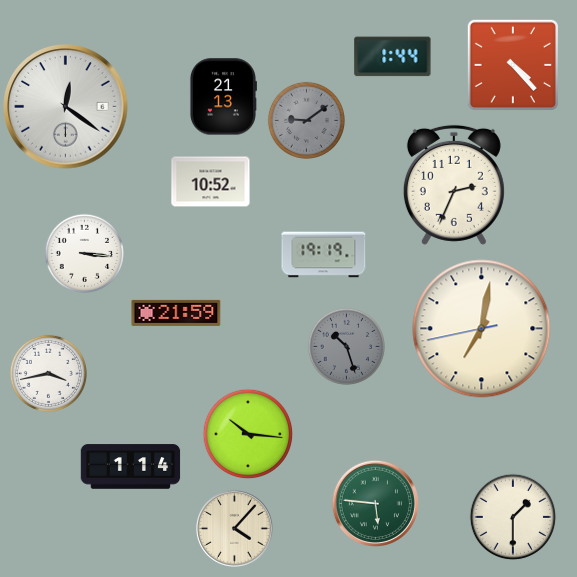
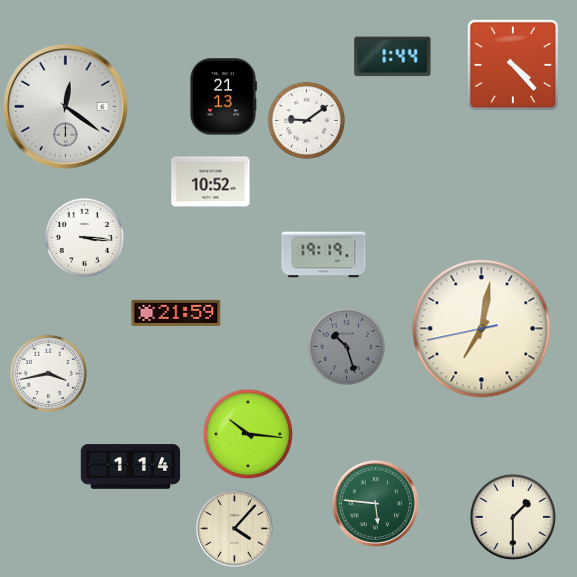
clock at (306, 120) dial: grey -> white
clock at (454, 185): 2:34 -> none
clock at (84, 253) position: (84, 253) -> (84, 237)
